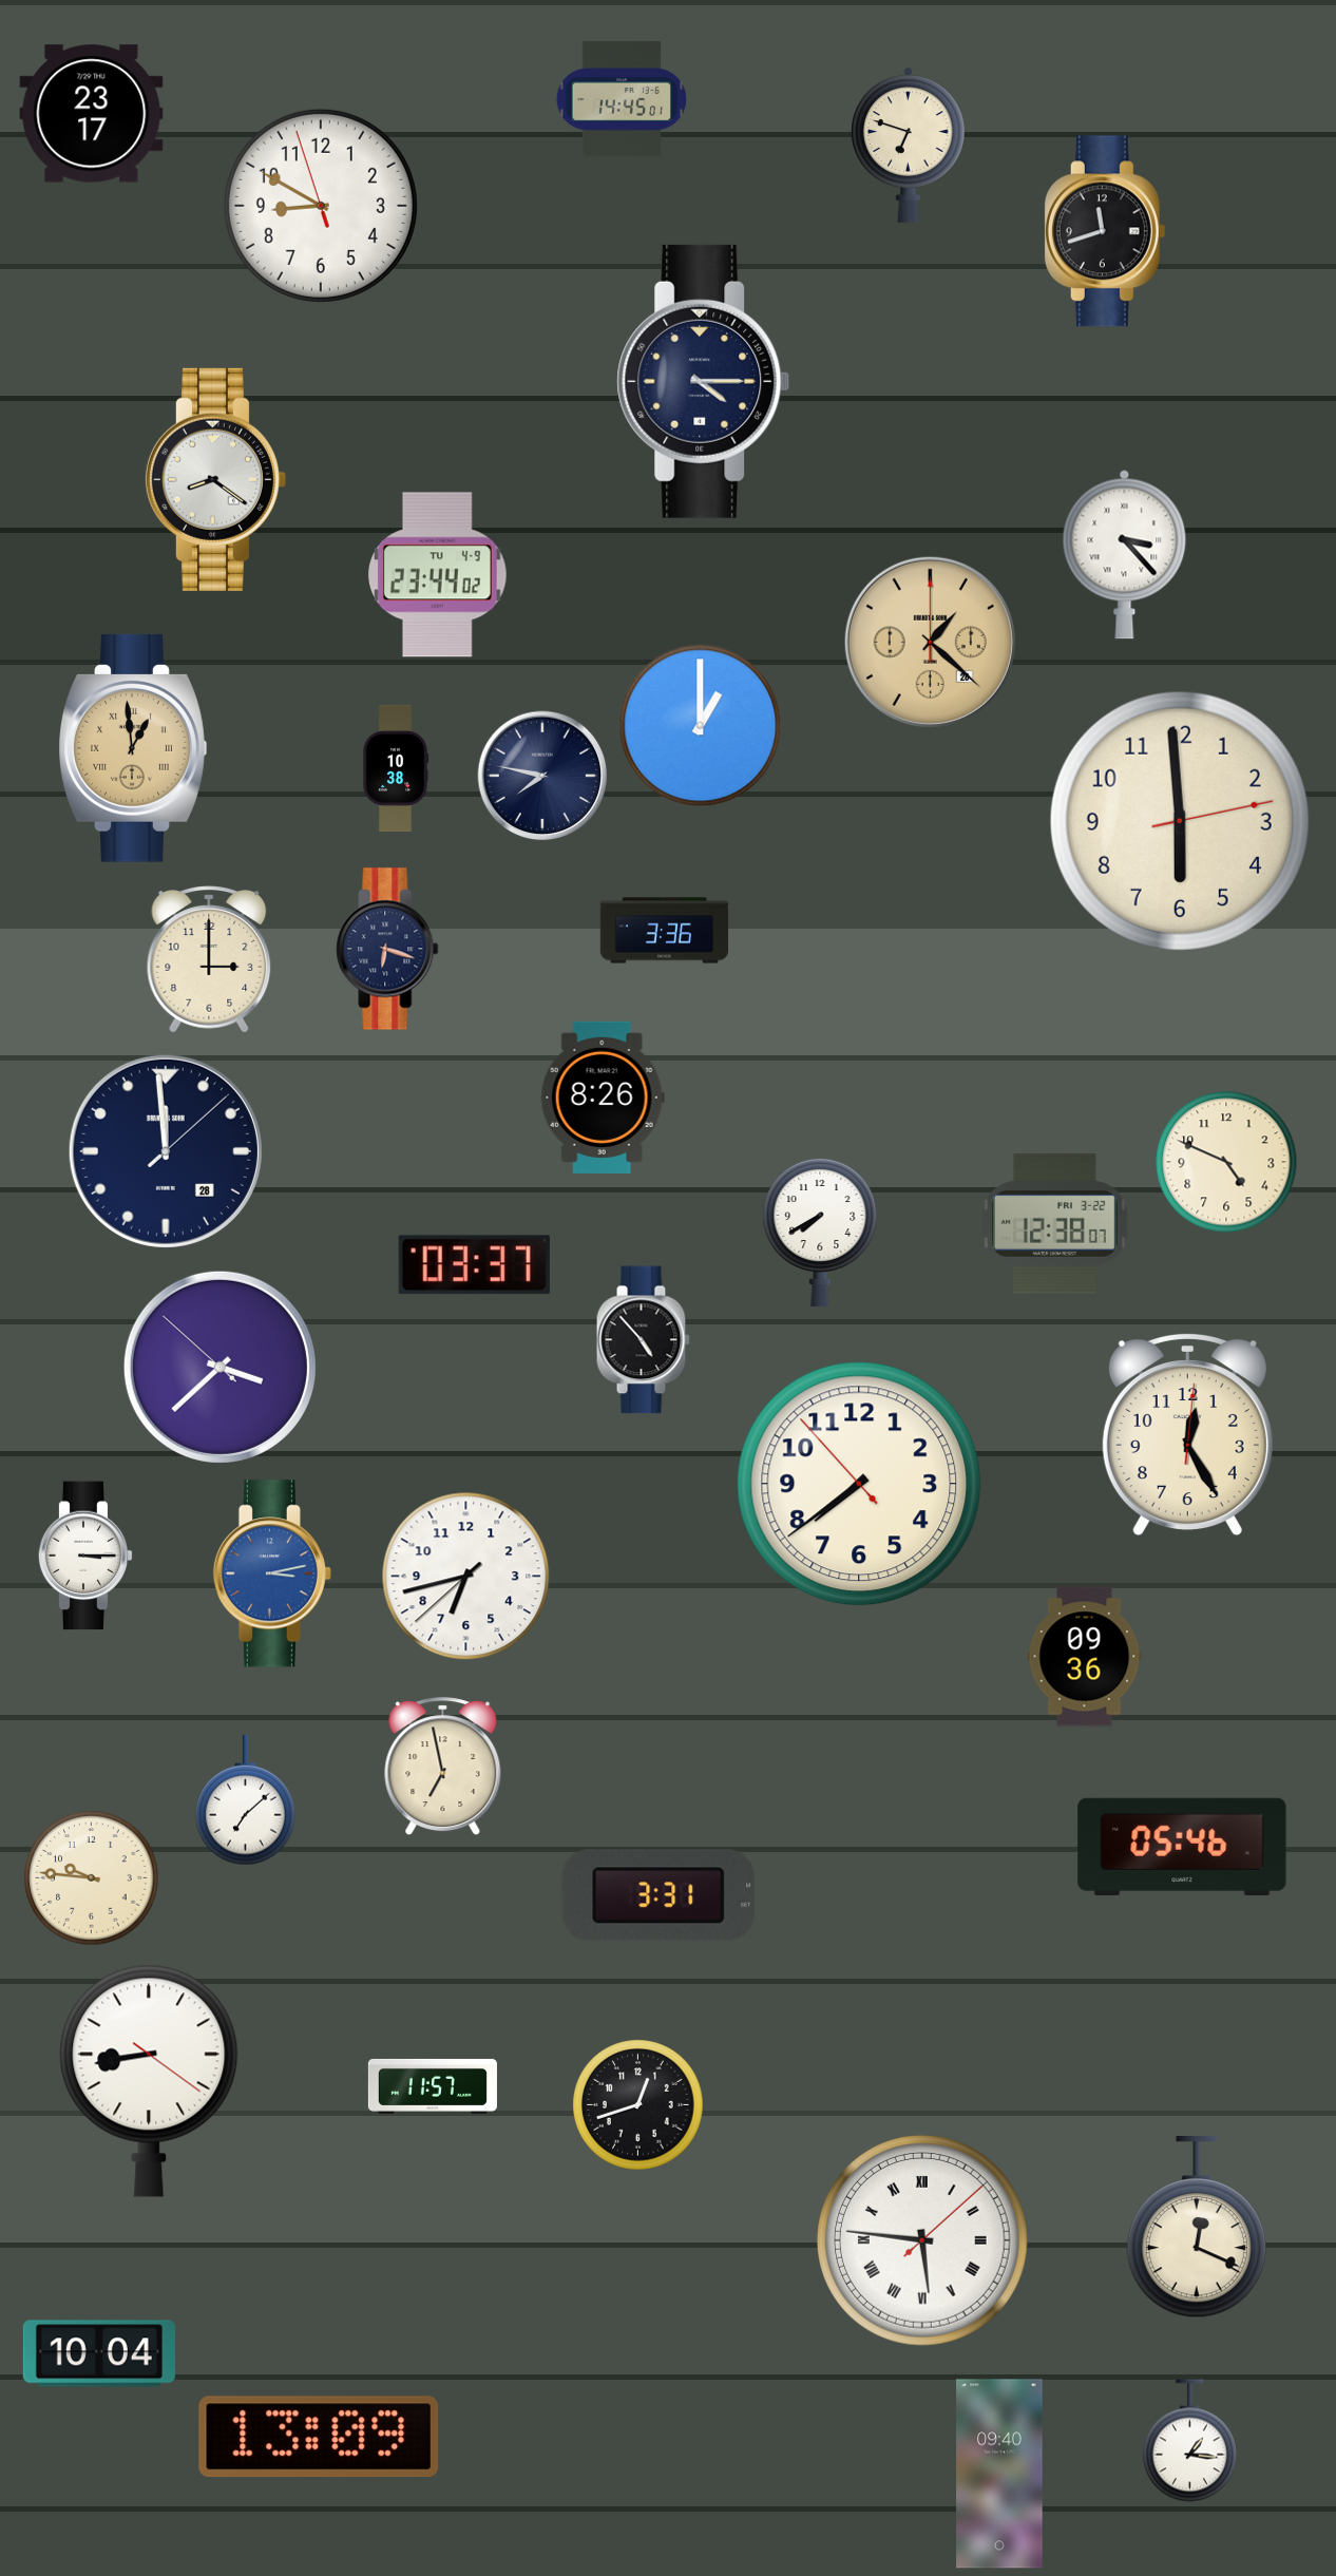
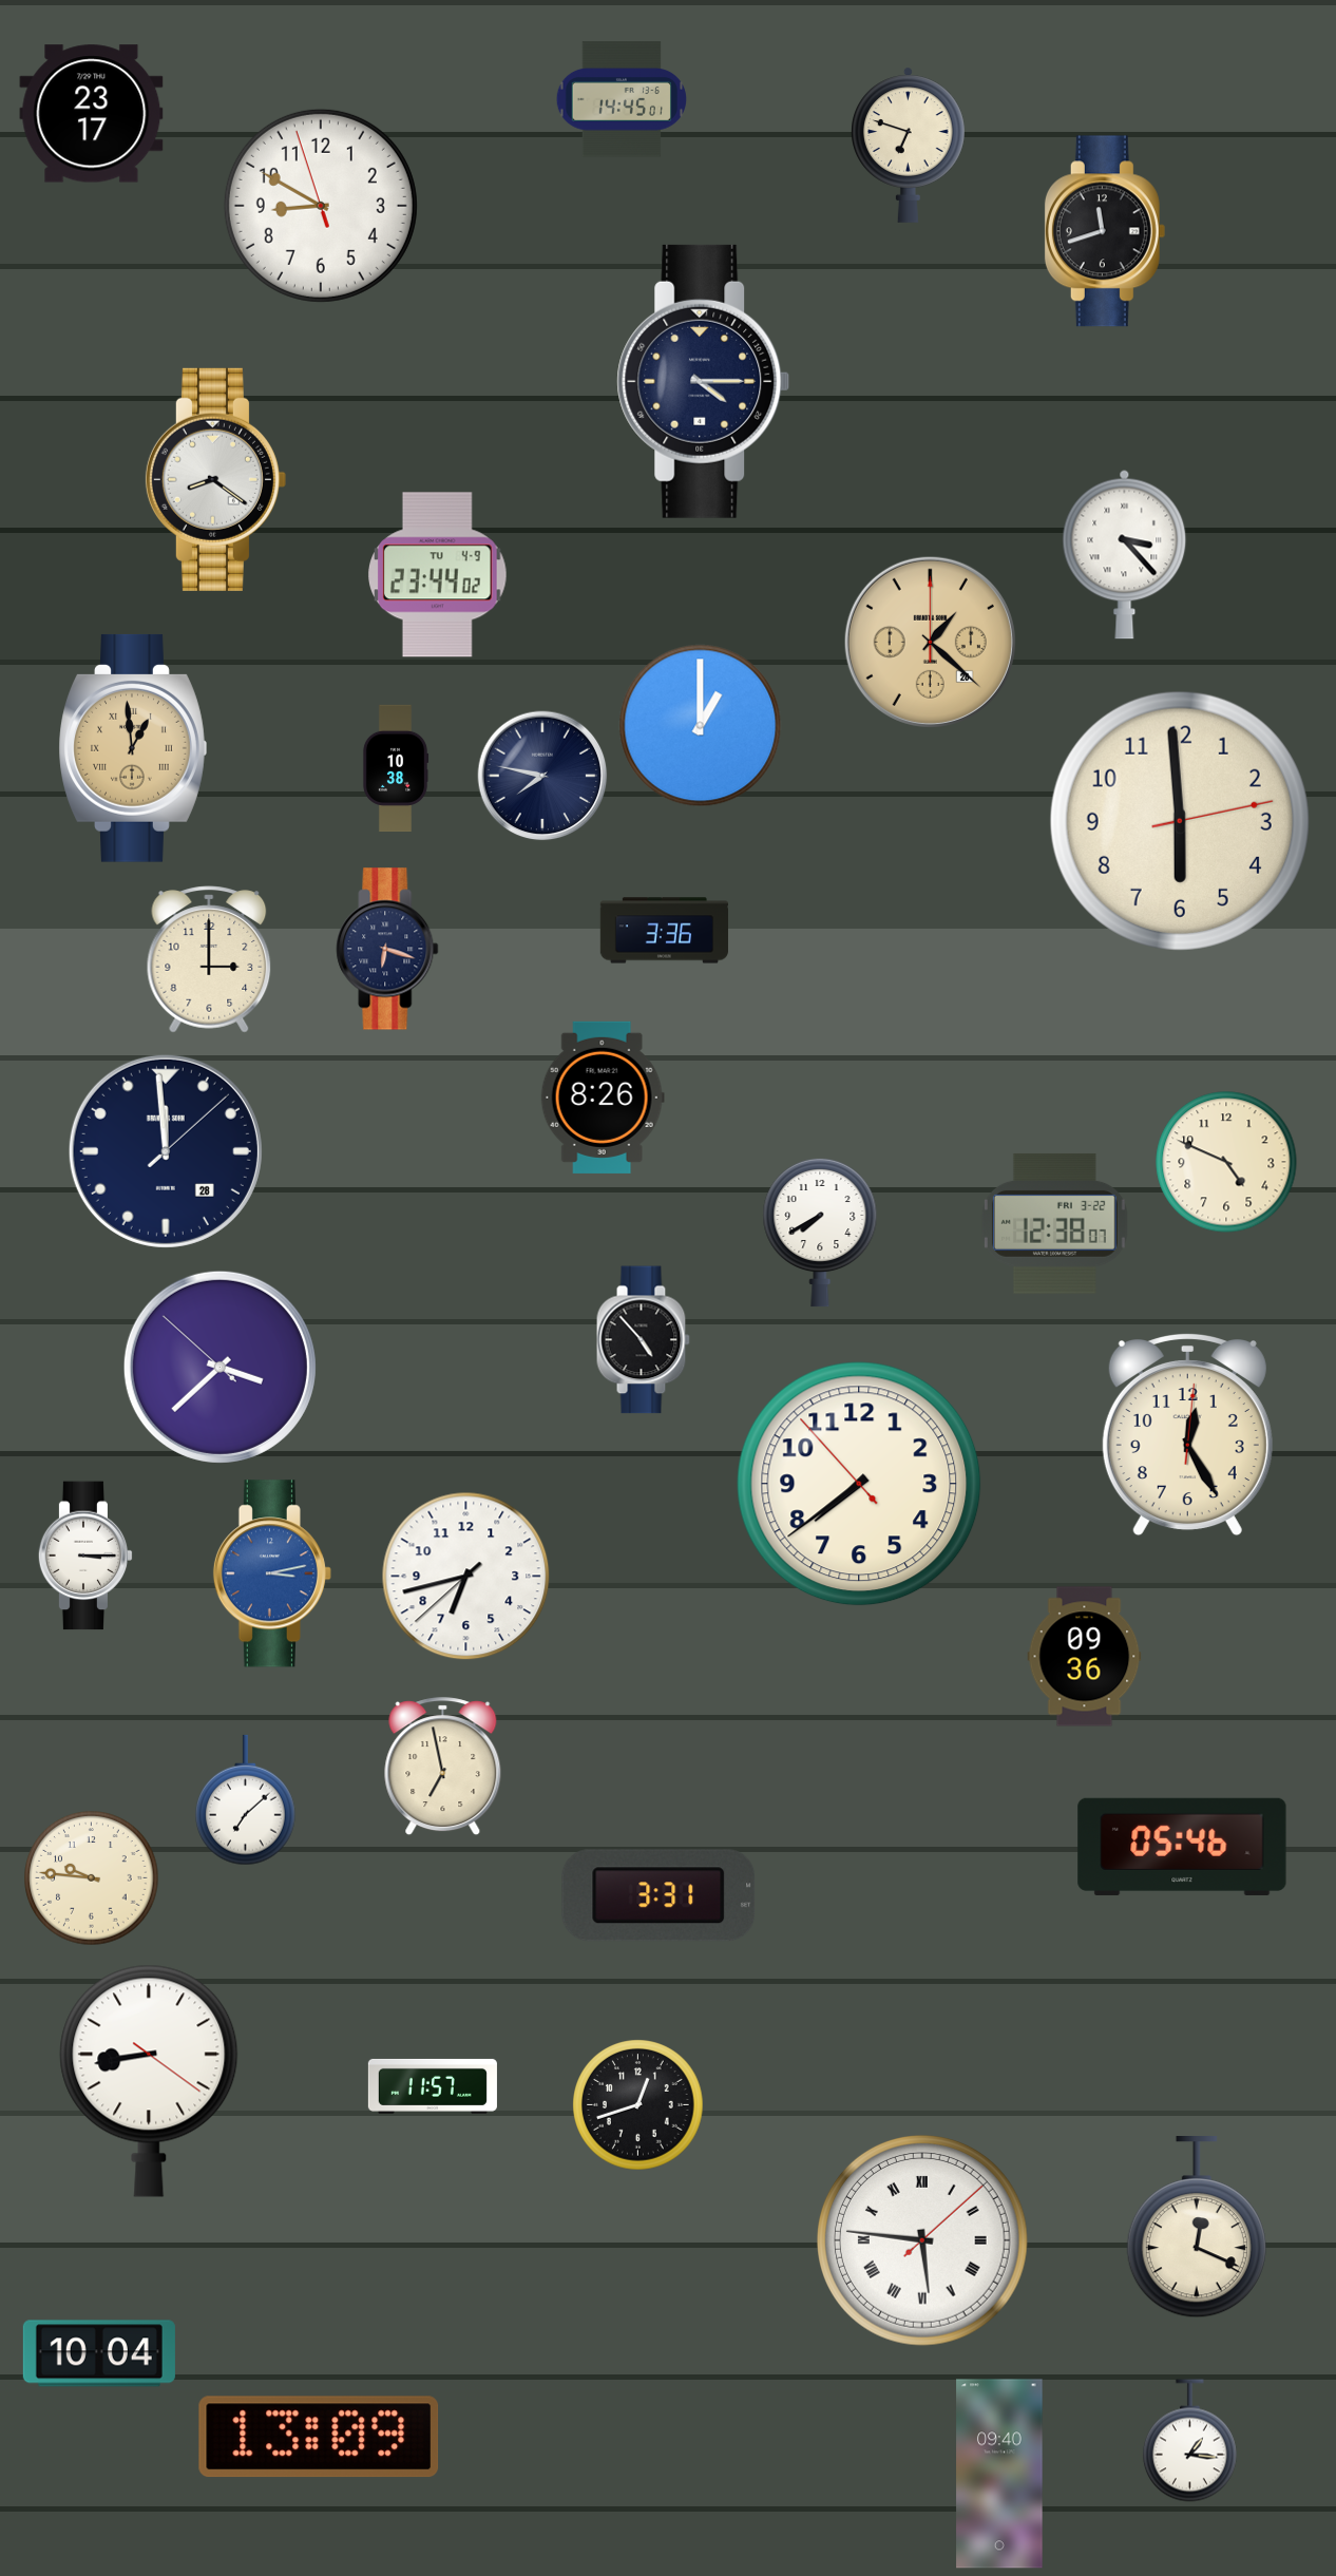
clock at (474, 1265): 03:37 -> none
